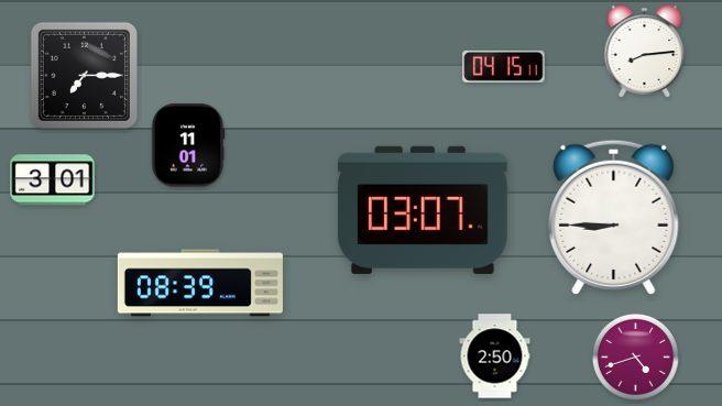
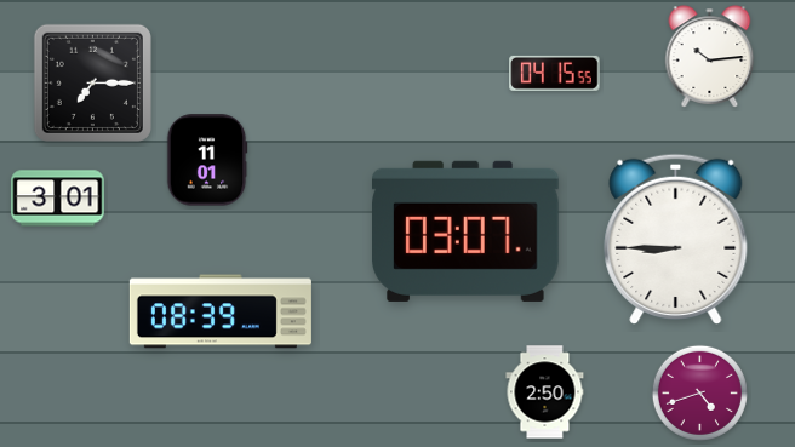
clock at (645, 52): 8:14 -> 10:14
clock at (504, 66): 04:15:11 -> 04:15:55
